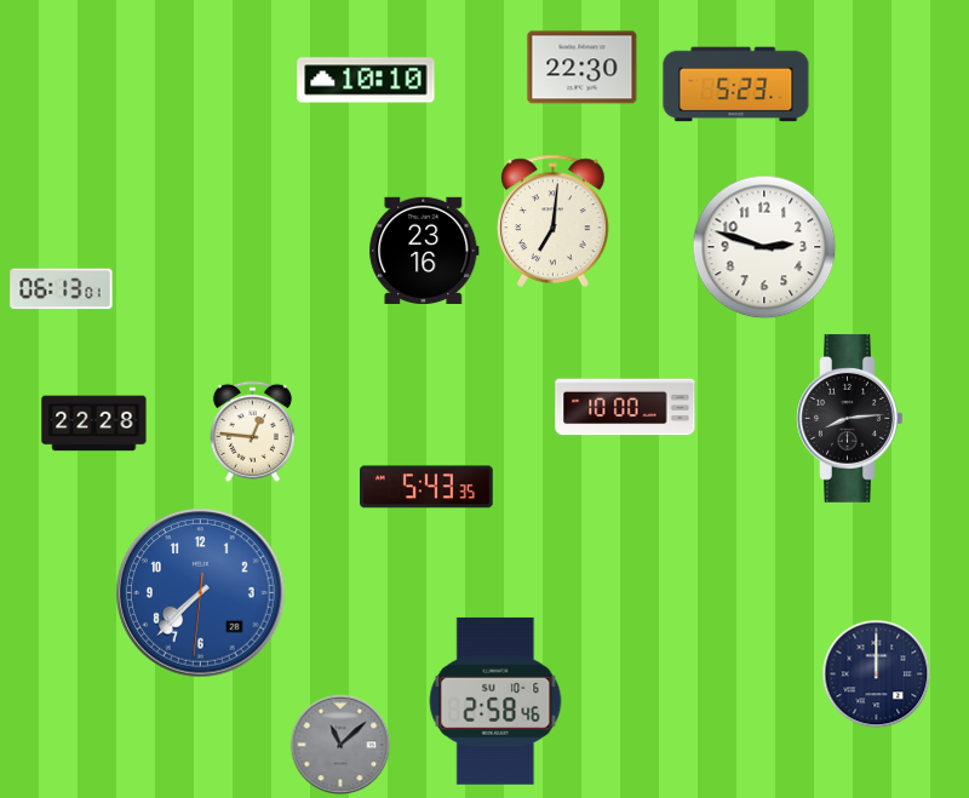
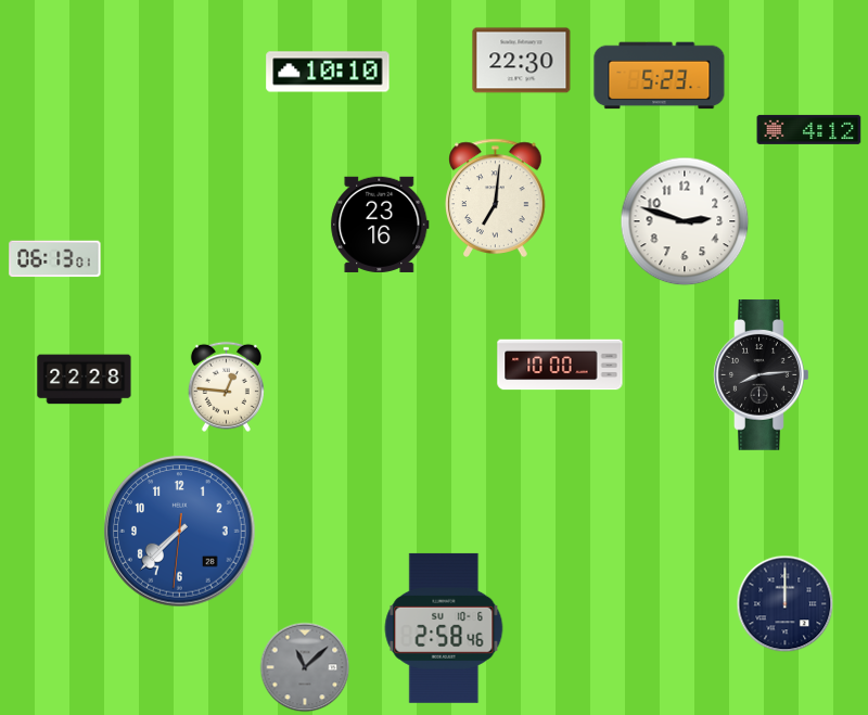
clock at (809, 129): none -> 4:12
clock at (428, 487): 5:43 -> none
